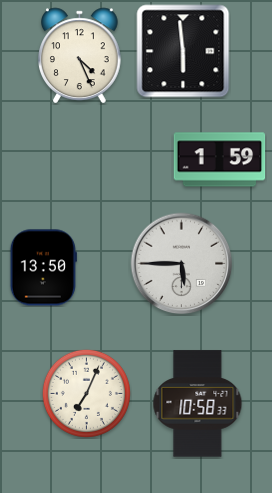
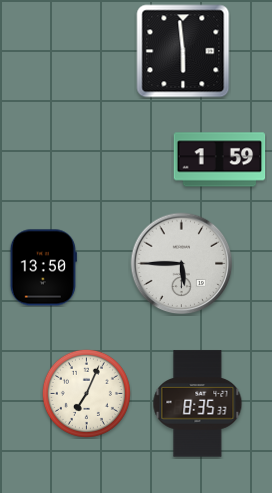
clock at (80, 56): 4:26 -> none
clock at (198, 404): 10:58 -> 8:35
